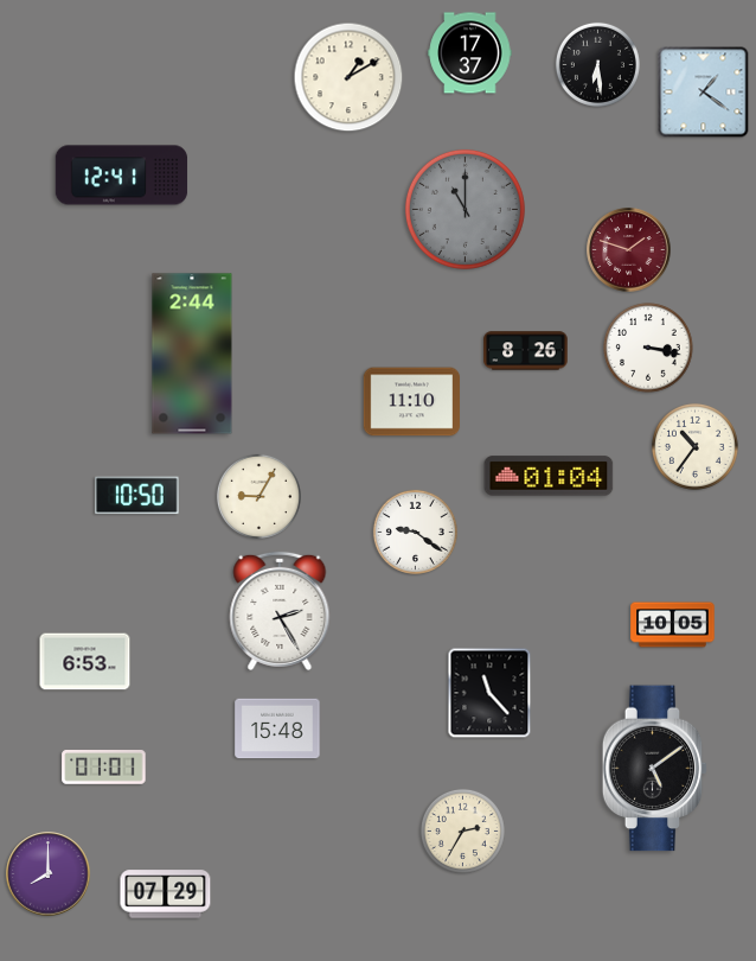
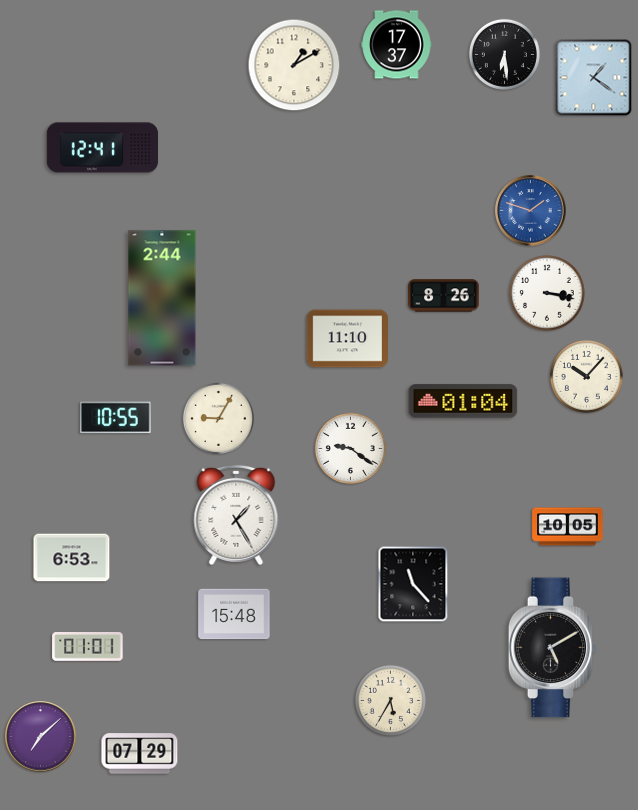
clock at (465, 209): 11:00 -> none
clock at (629, 250) dial: burgundy -> blue
clock at (694, 446): 10:36 -> 10:07
clock at (137, 496): 10:50 -> 10:55
clock at (280, 611): 2:25 -> 1:25
clock at (655, 769): 5:09 -> 5:10
clock at (462, 830): 2:35 -> 5:35
clock at (49, 874): 8:00 -> 7:08
